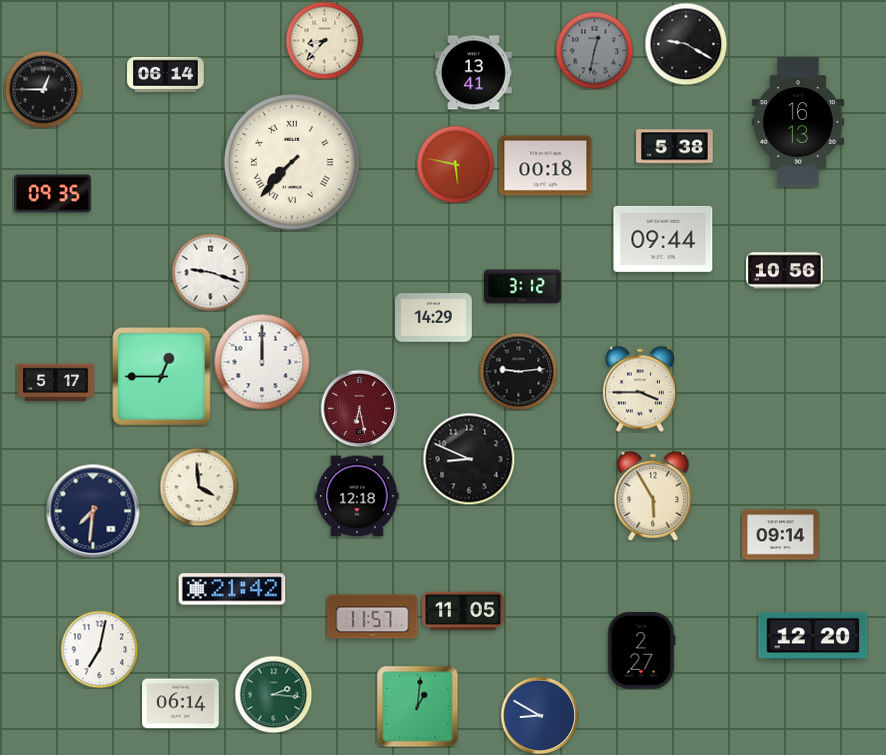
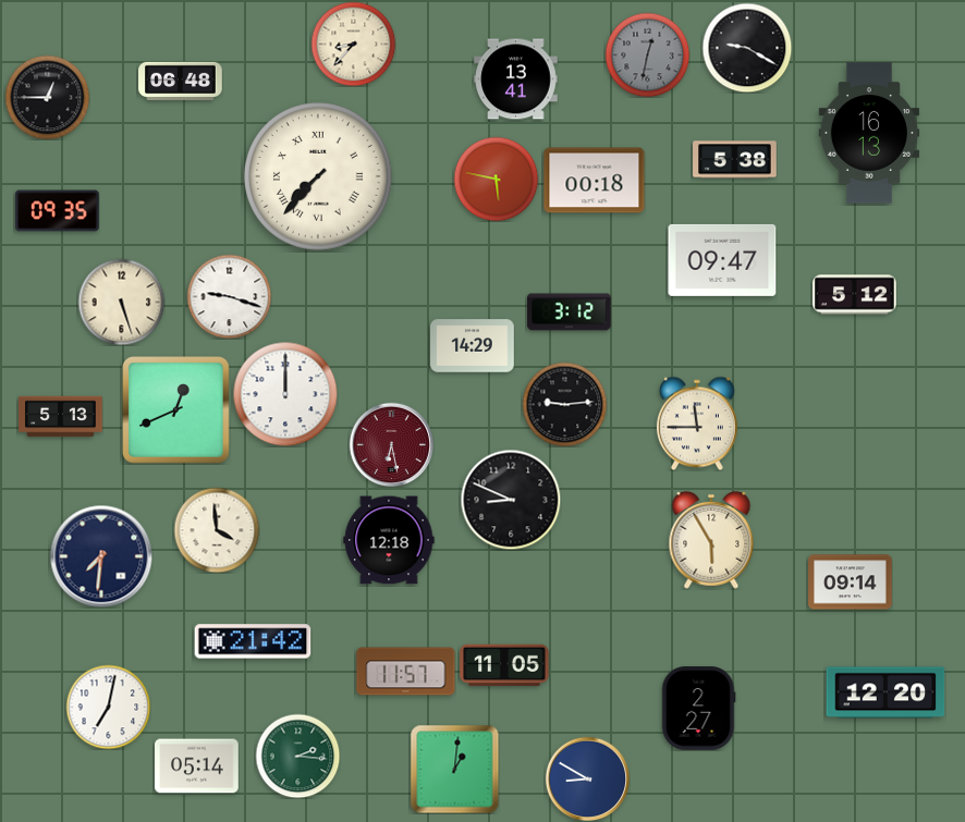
clock at (166, 74): 06:14 -> 06:48
clock at (663, 239): 09:44 -> 09:47
clock at (785, 271): 10:56 -> 5:12
clock at (121, 302): none -> 5:27
clock at (162, 377): 12:45 -> 12:41
clock at (56, 383): 5:17 -> 5:13
clock at (640, 389): 3:45 -> 11:45
clock at (181, 704): 06:14 -> 05:14
